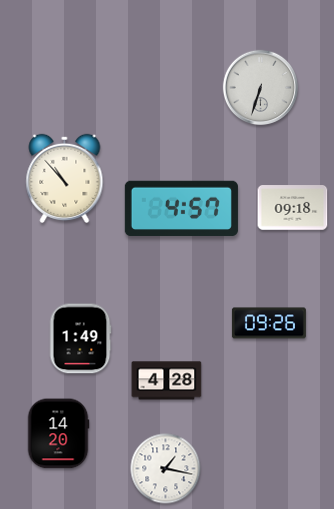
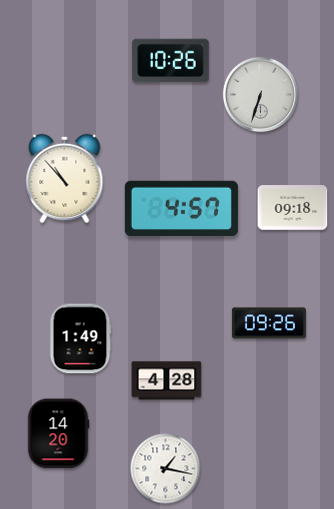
clock at (171, 61): none -> 10:26
clock at (260, 87) position: (260, 87) -> (260, 94)
